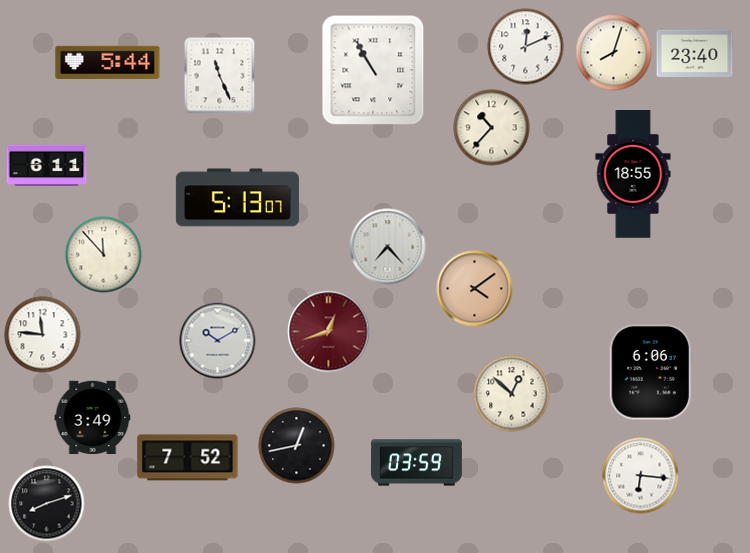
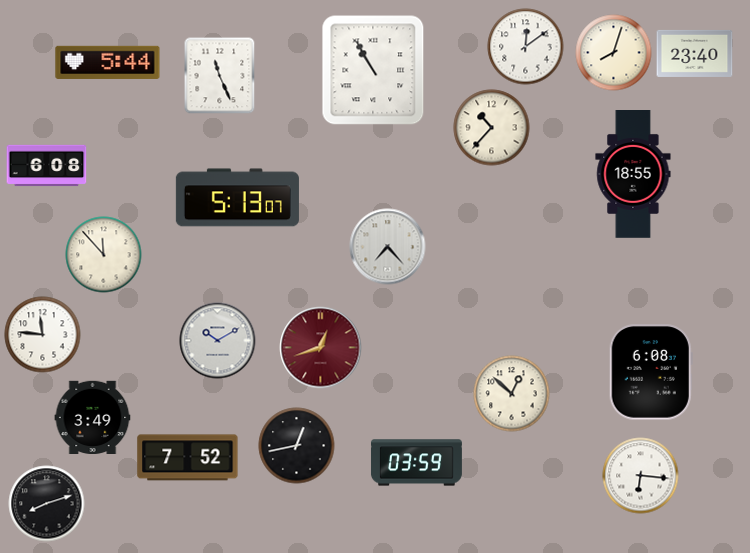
clock at (526, 47): 12:11 -> 12:09
clock at (47, 166): 6:11 -> 6:08
clock at (475, 289): 4:09 -> none
clock at (329, 332) position: (329, 332) -> (321, 348)
clock at (651, 372): 6:06 -> 6:08
